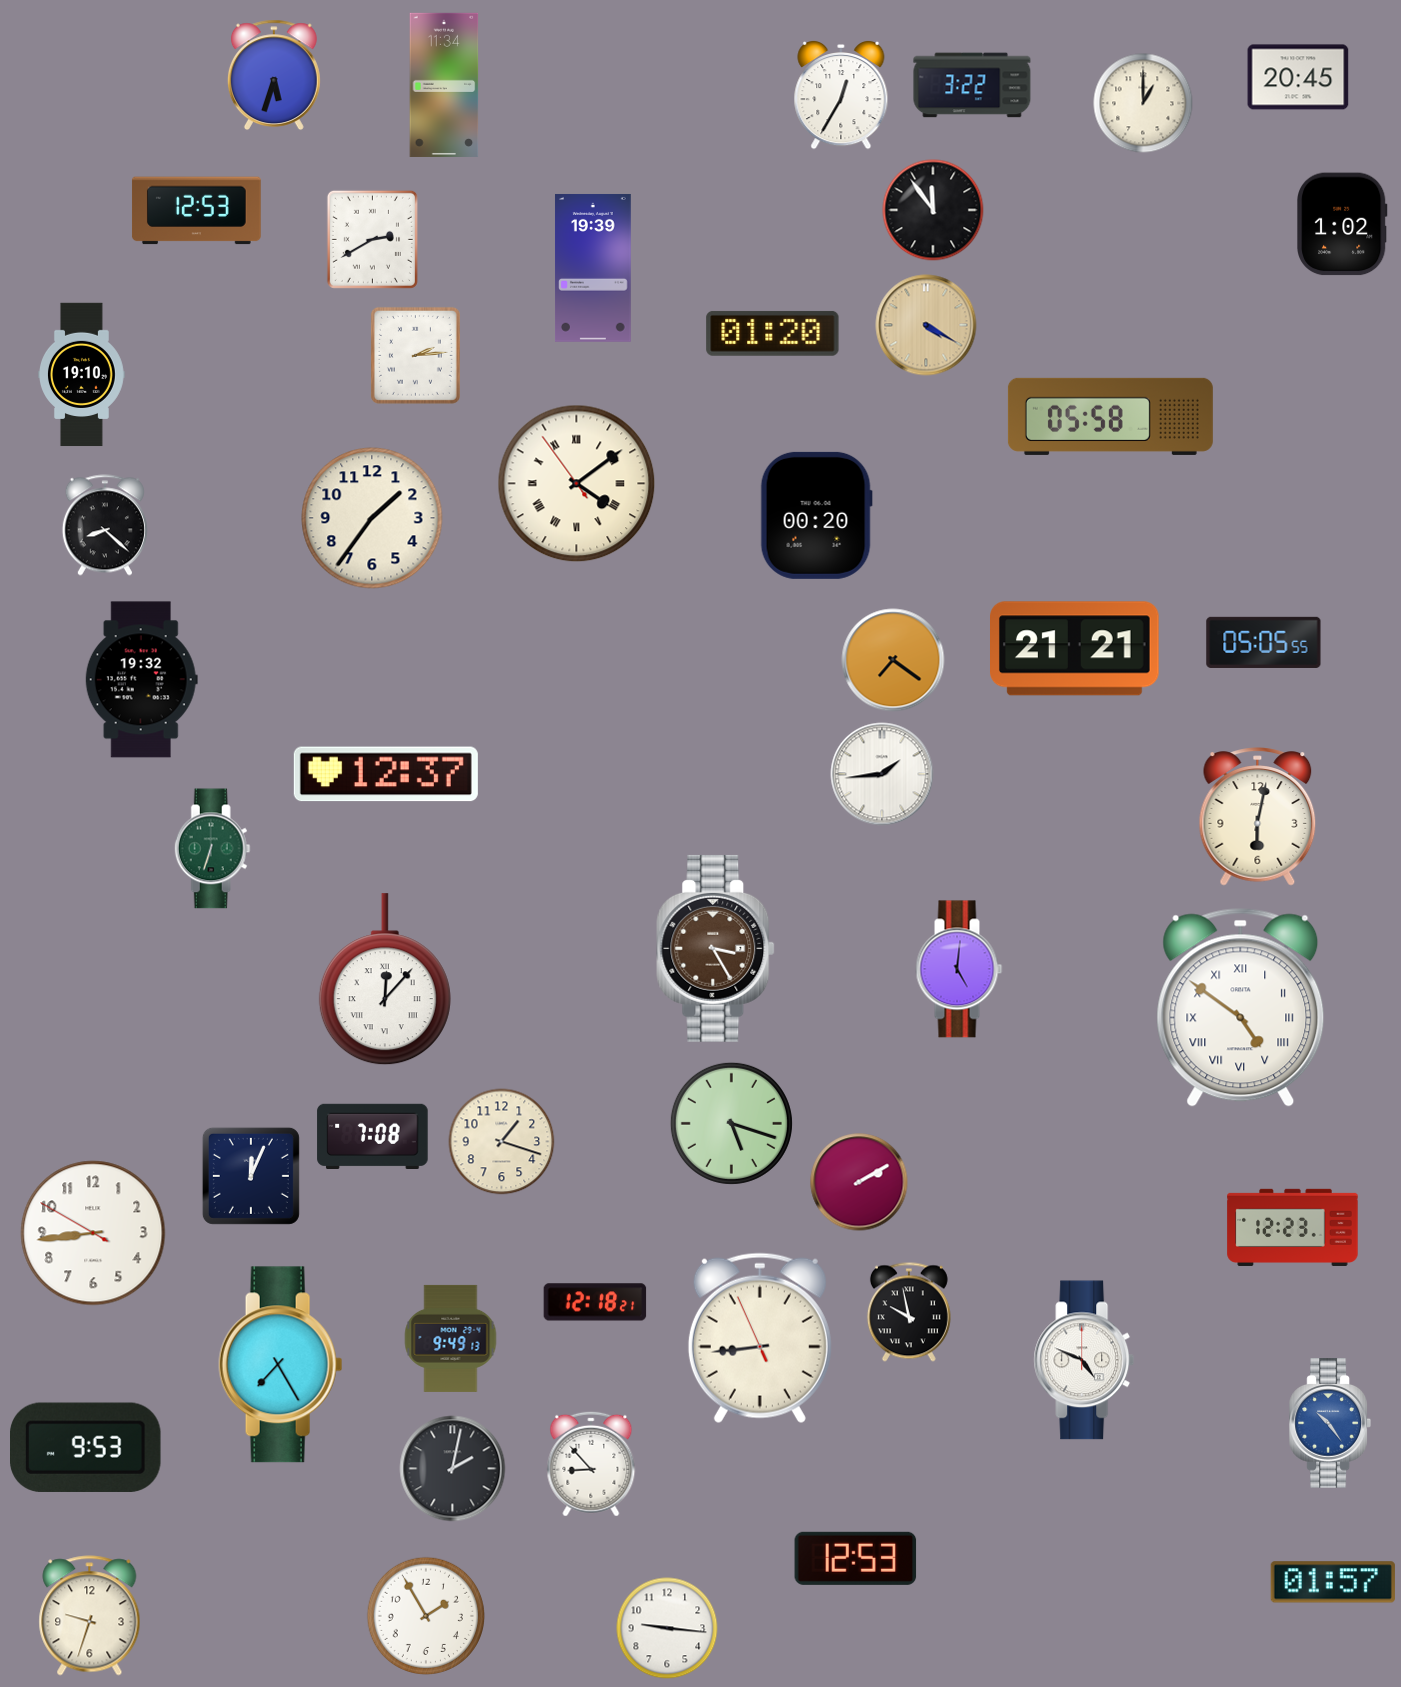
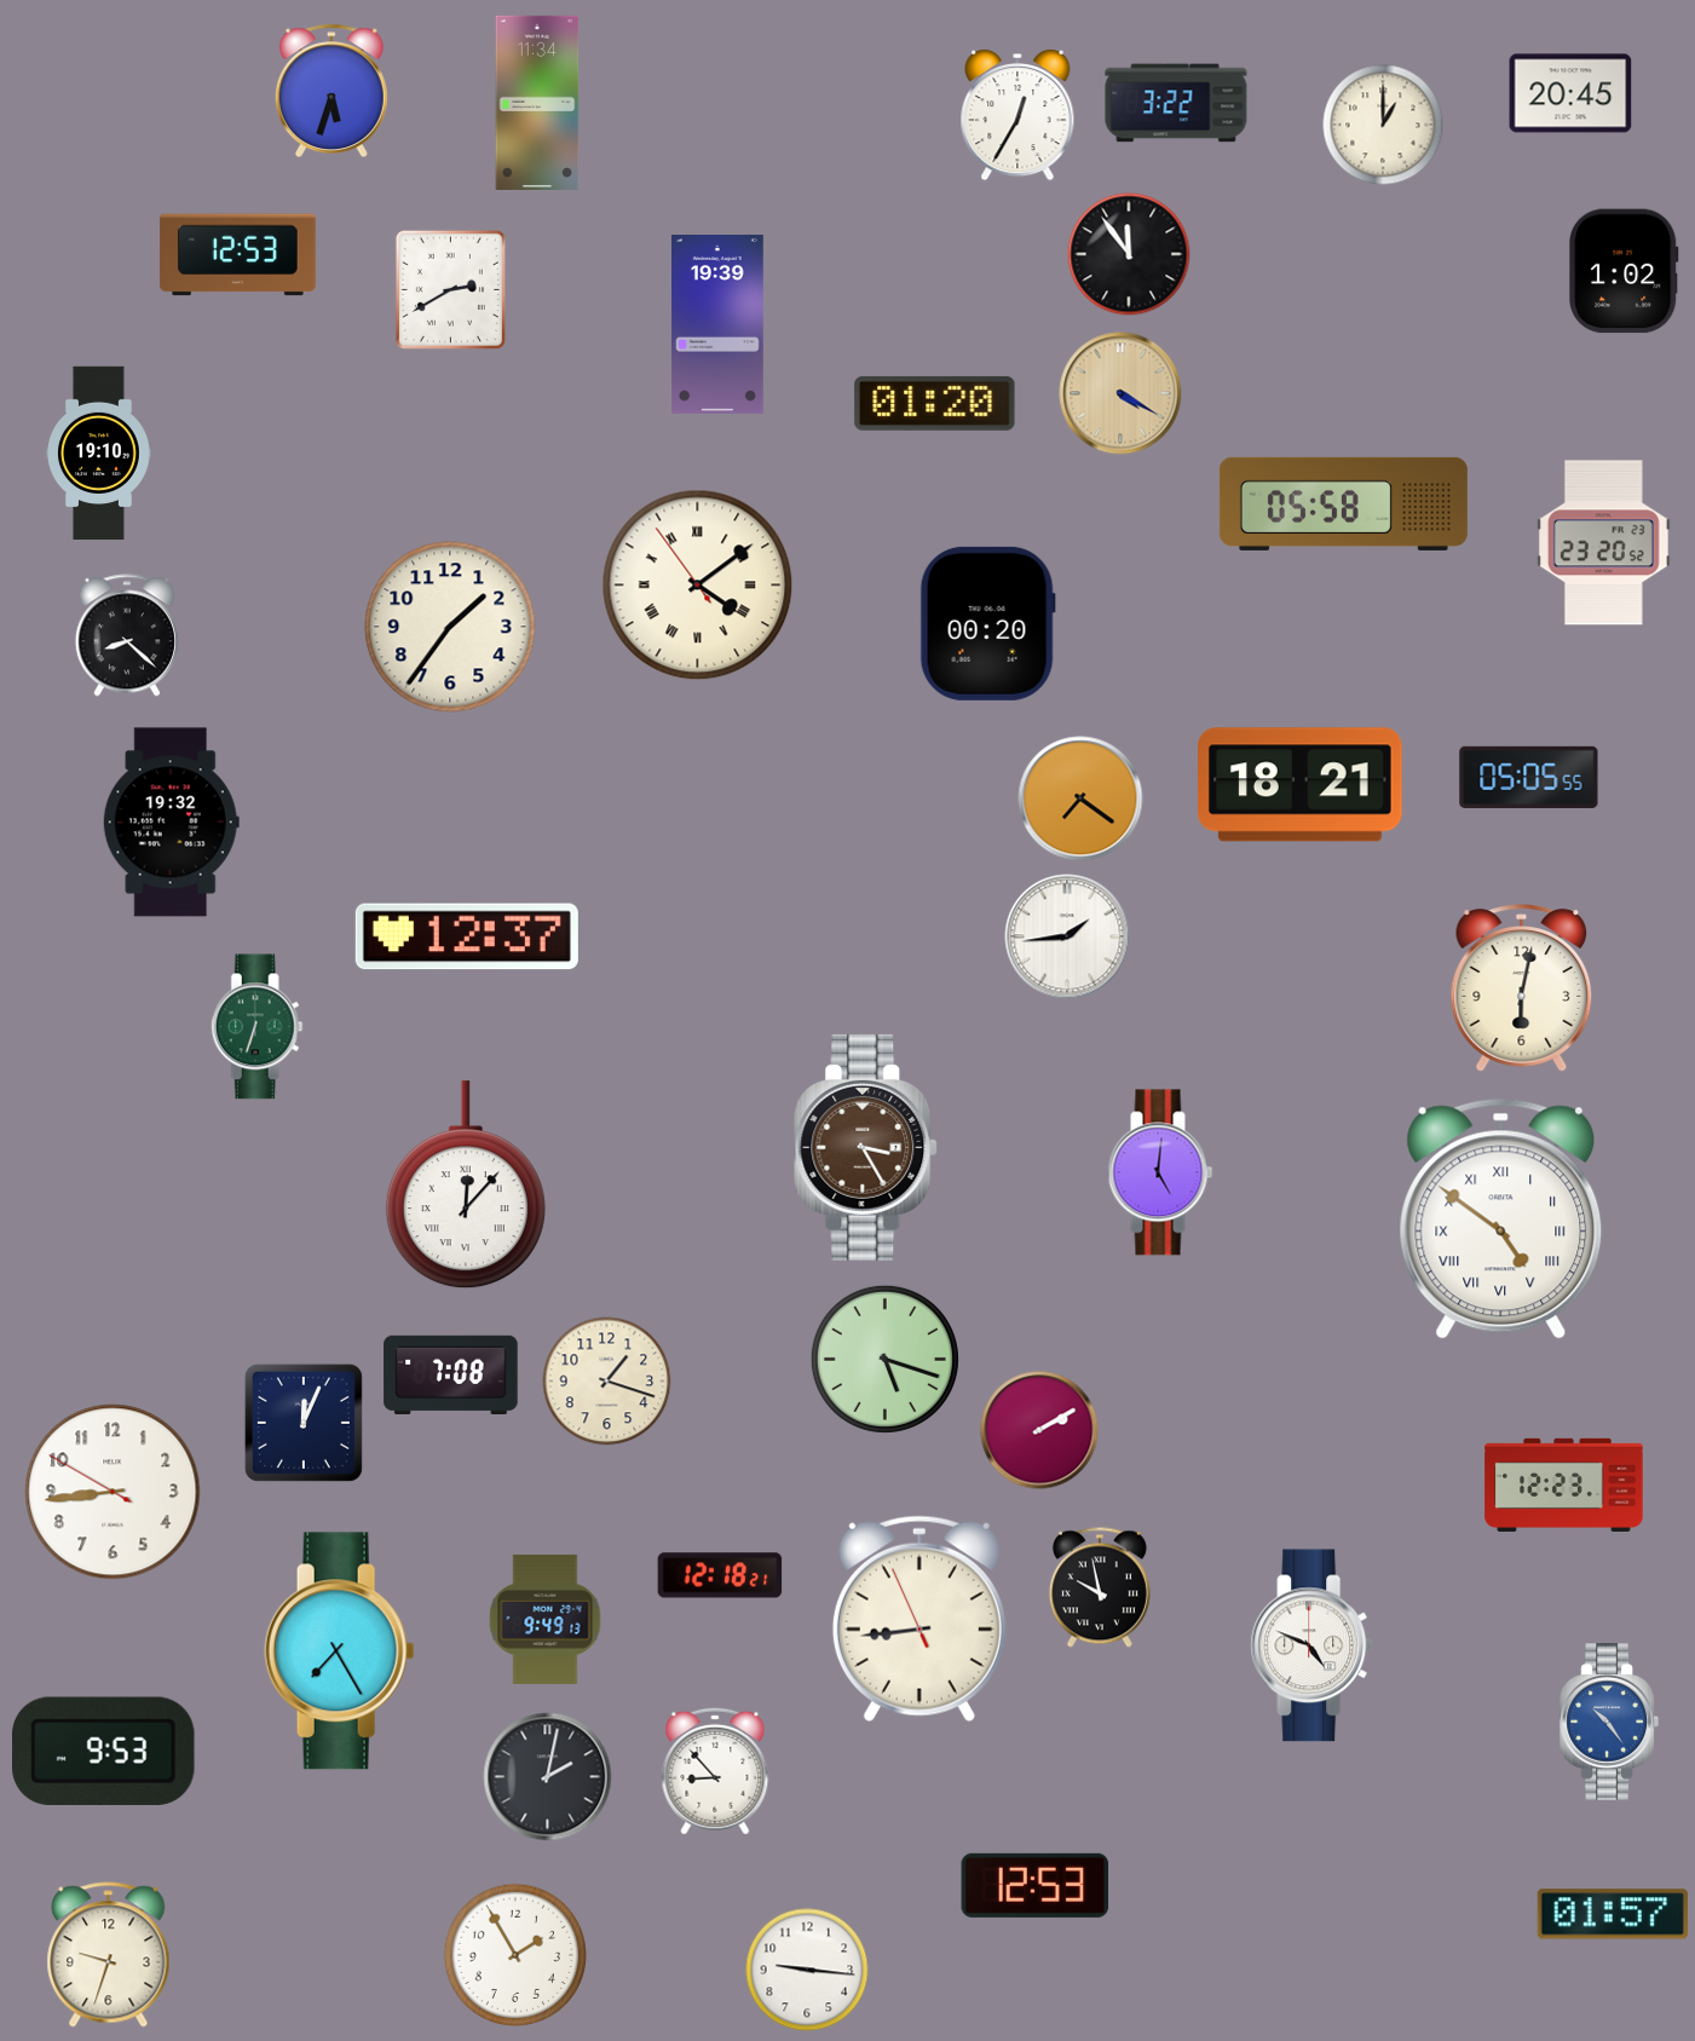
clock at (415, 355): 2:14 -> none
clock at (1604, 543): none -> 23:20
clock at (1075, 649): 21:21 -> 18:21
